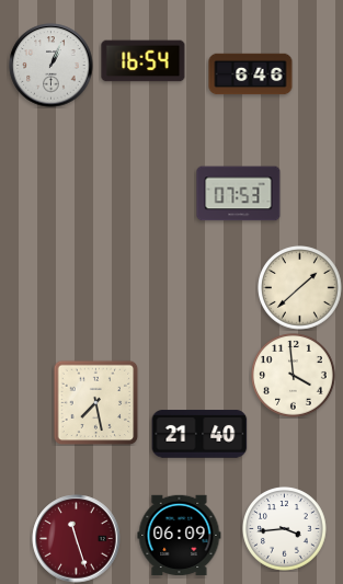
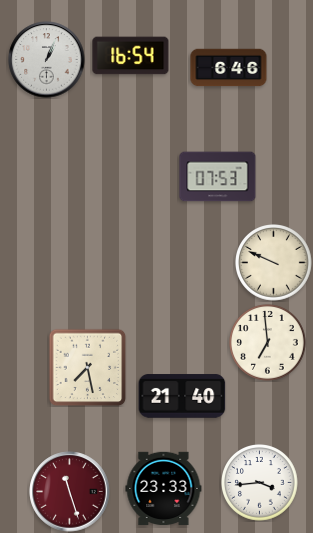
clock at (300, 288): 1:38 -> 9:49
clock at (294, 376): 3:59 -> 6:59
clock at (180, 536): 06:09 -> 23:33
